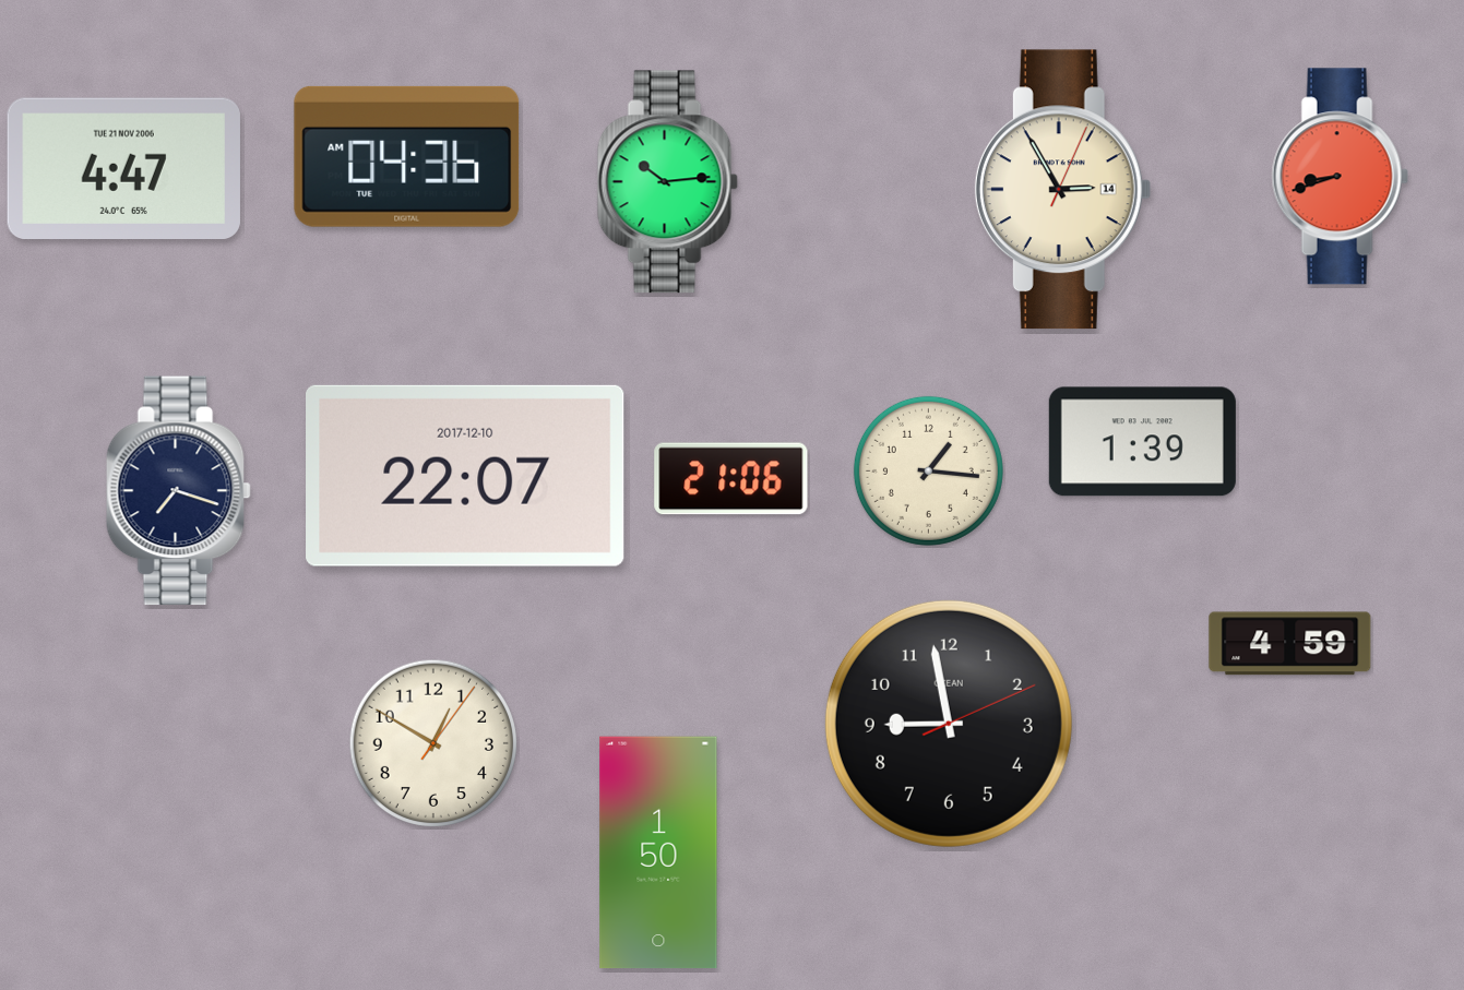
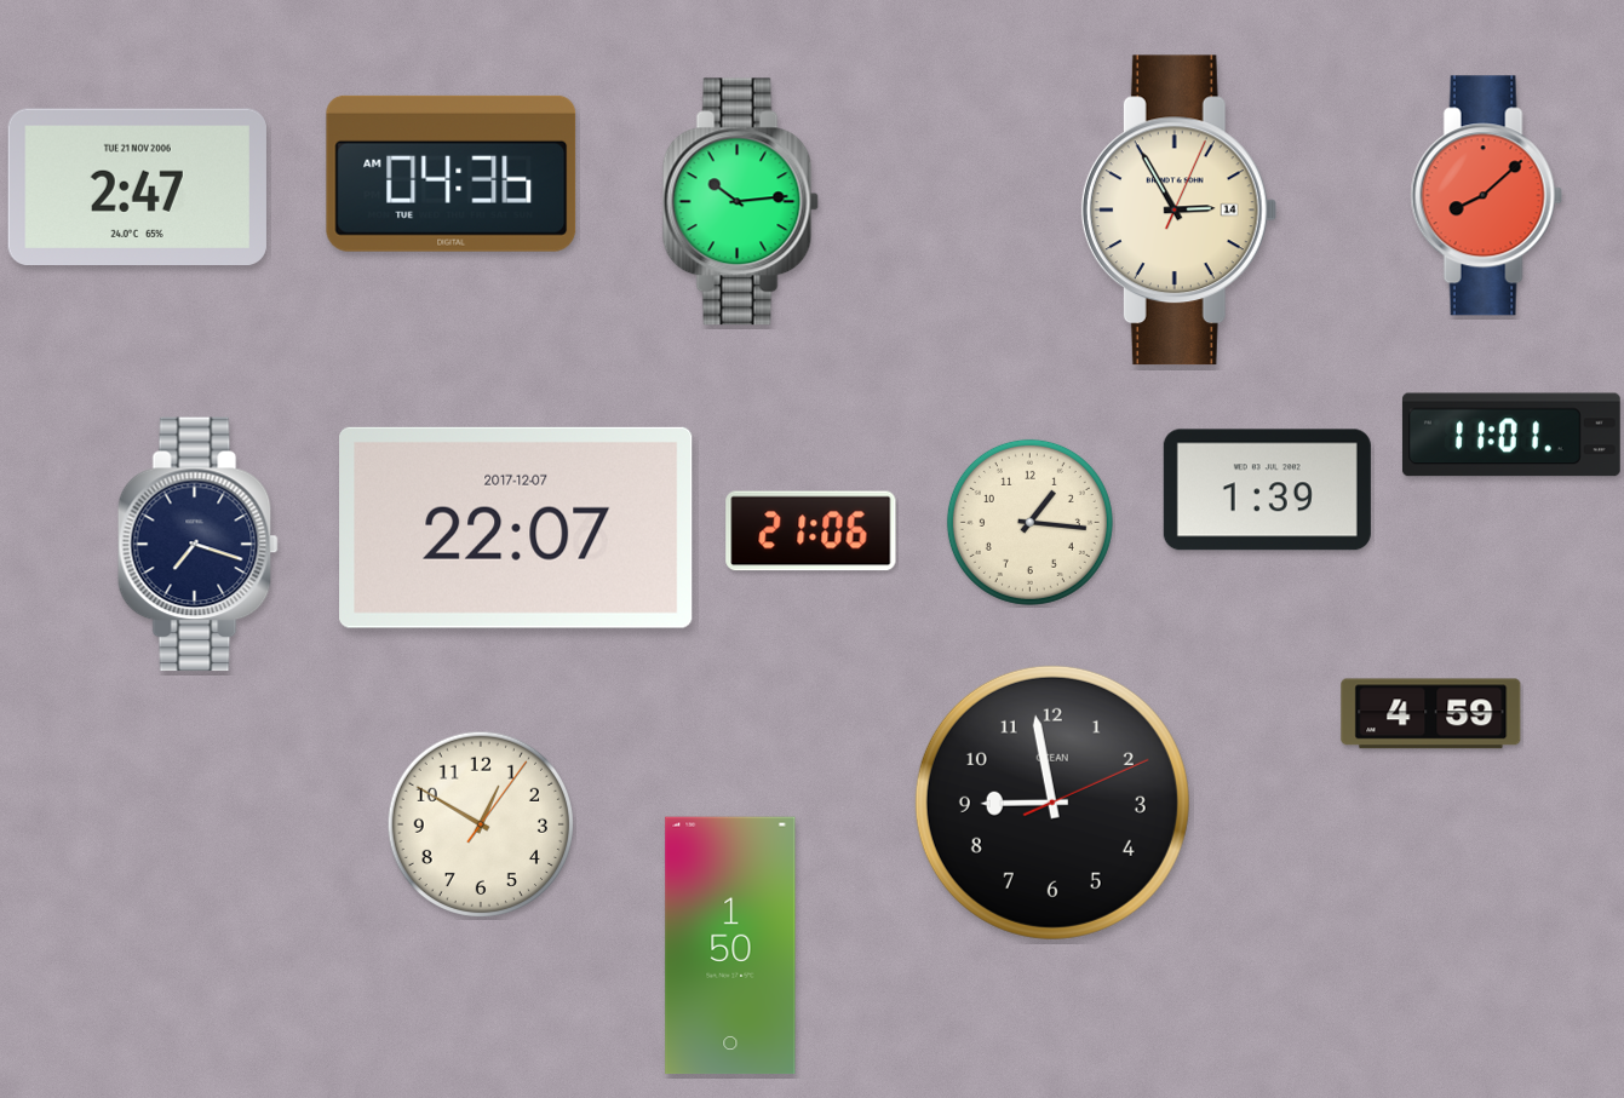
clock at (123, 168): 4:47 -> 2:47
clock at (1340, 177): 8:42 -> 8:08
clock at (1511, 435): none -> 11:01
clock at (465, 476) date: 2017-12-10 -> 2017-12-07
